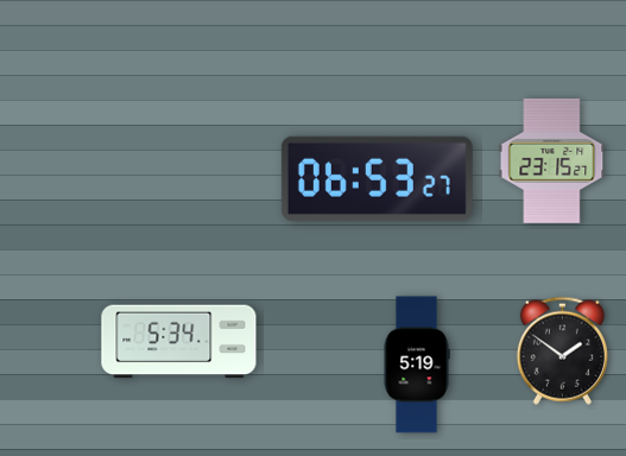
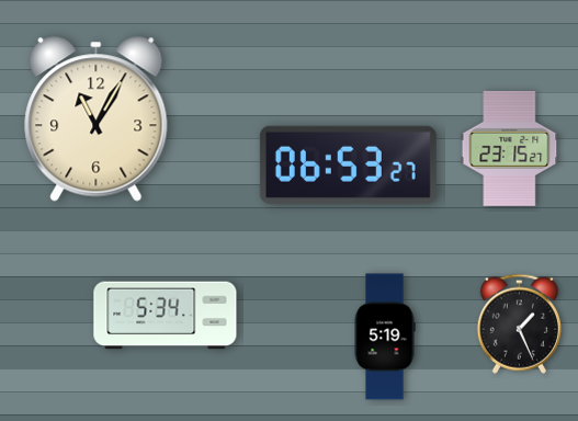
clock at (97, 120): none -> 11:05
clock at (562, 350): 1:51 -> 1:26
